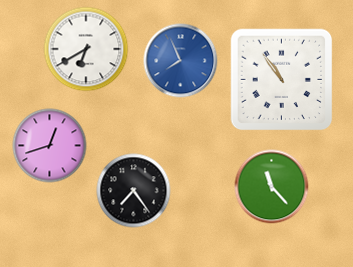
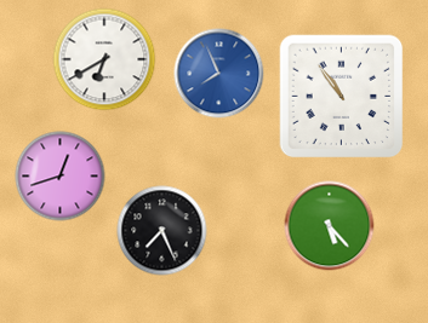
clock at (272, 187): 11:23 -> 5:23
clock at (134, 191): 7:24 -> 7:26
